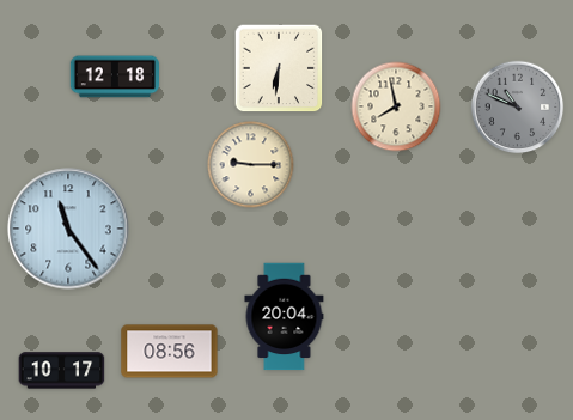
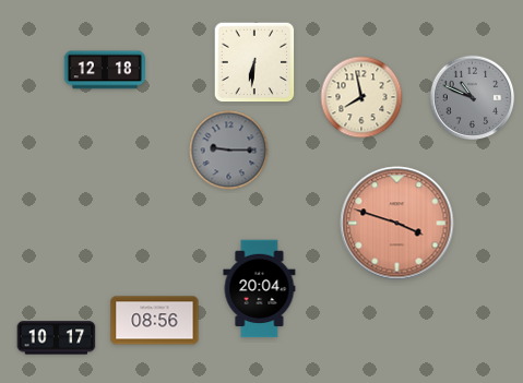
clock at (251, 165) dial: cream -> grey
clock at (68, 229): 11:24 -> none
clock at (397, 224): none -> 3:48
